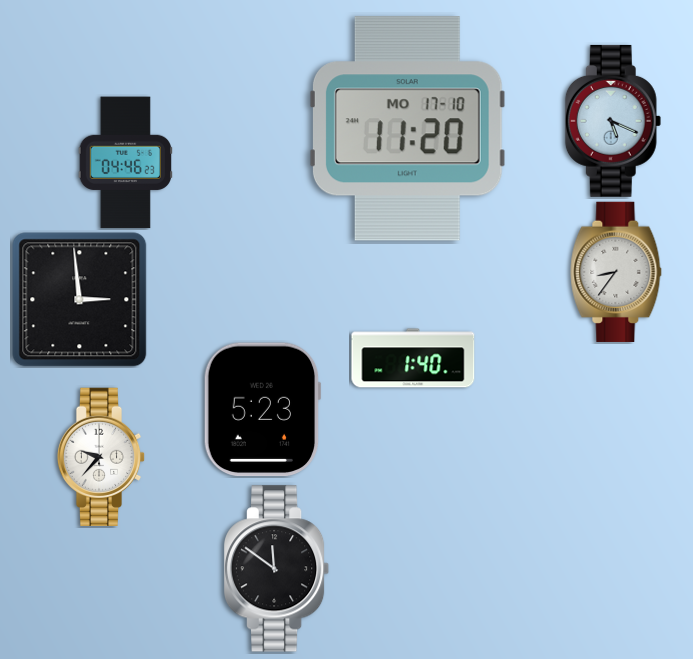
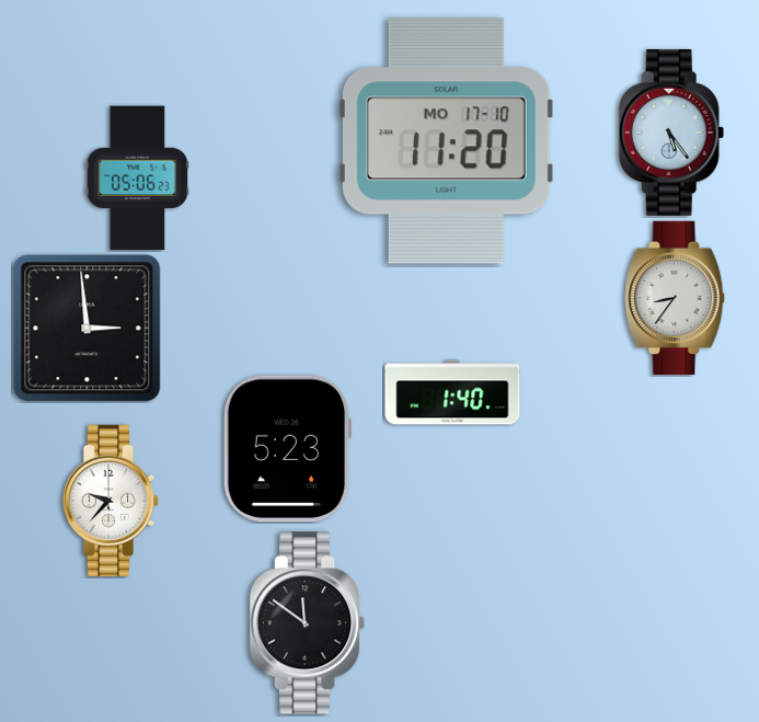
clock at (613, 121): 5:19 -> 5:24
clock at (126, 163): 04:46 -> 05:06
clock at (277, 569) position: (277, 569) -> (308, 623)
